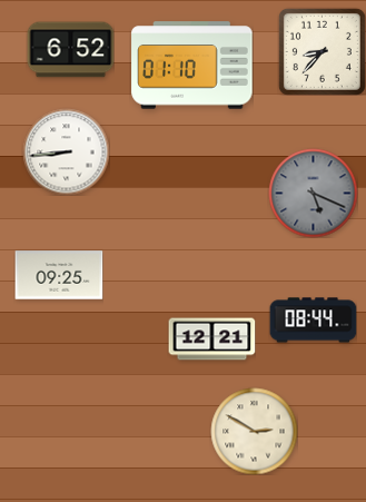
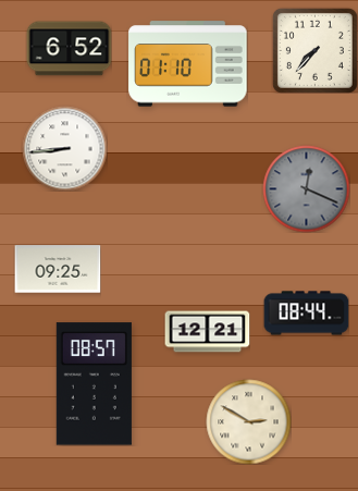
clock at (322, 51): 8:37 -> 7:37
clock at (313, 193): 5:19 -> 12:19
clock at (94, 384): none -> 08:57
